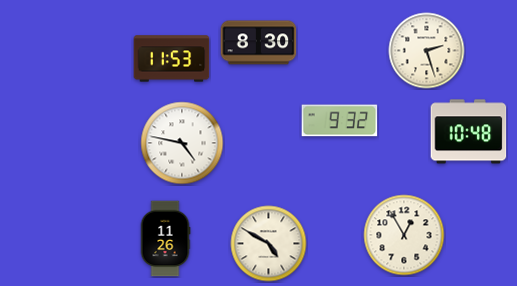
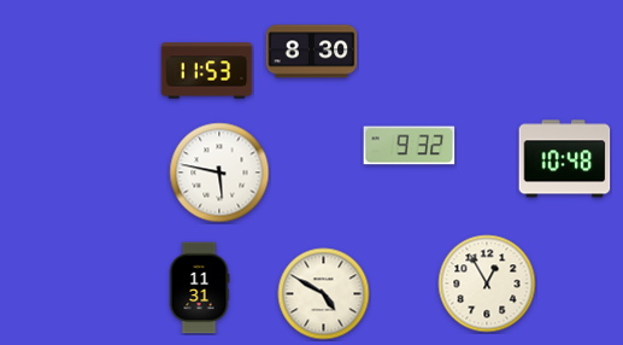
clock at (427, 51): 2:27 -> none
clock at (182, 143): 4:47 -> 5:47
clock at (165, 239): 11:26 -> 11:31
